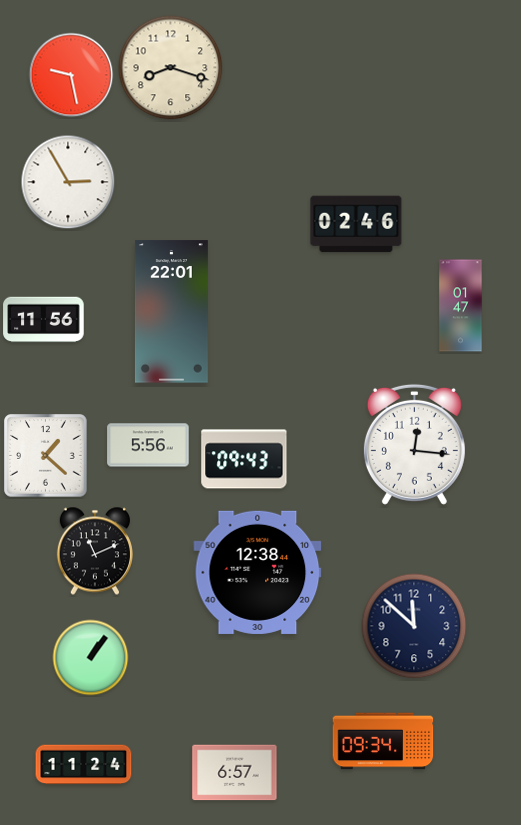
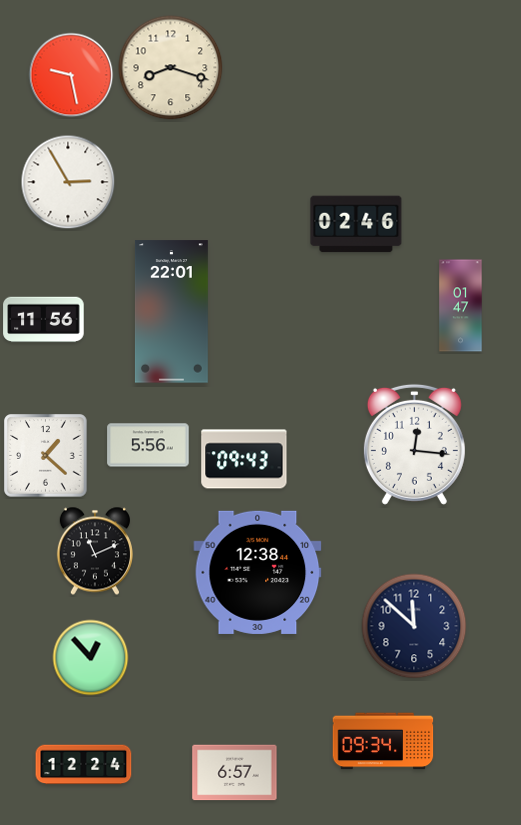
clock at (91, 658): 1:06 -> 12:53
clock at (84, 765): 11:24 -> 12:24
